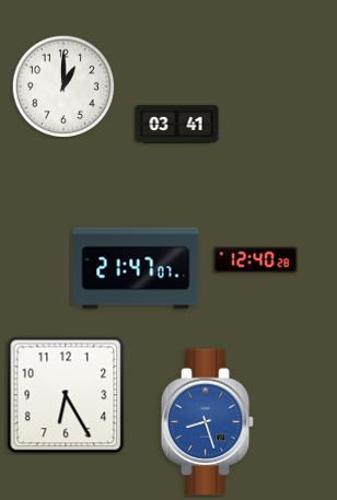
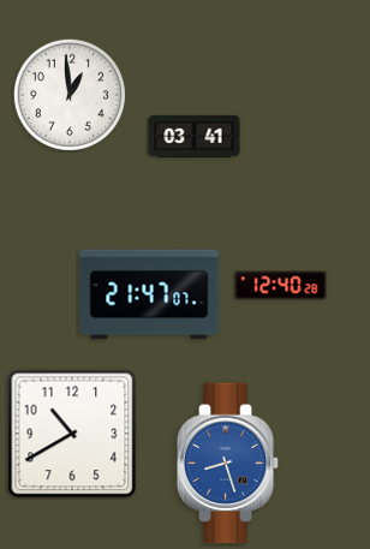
clock at (62, 85): 1:00 -> 12:59
clock at (66, 395): 6:25 -> 10:40
